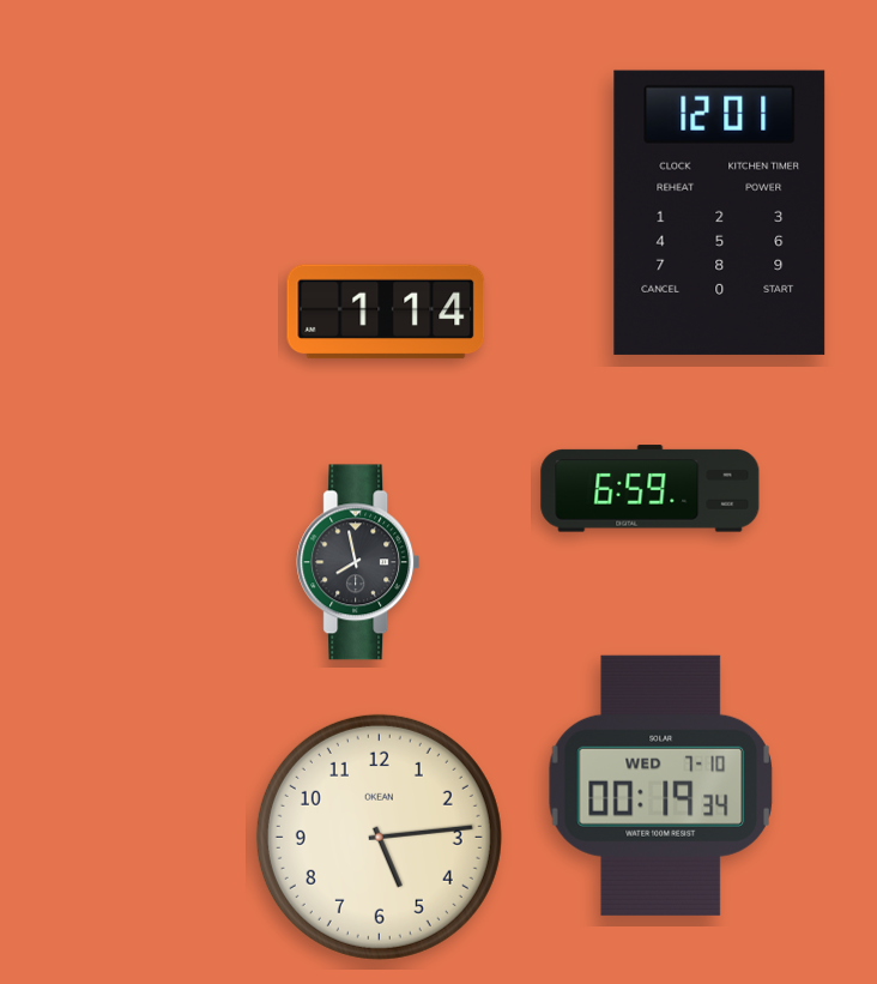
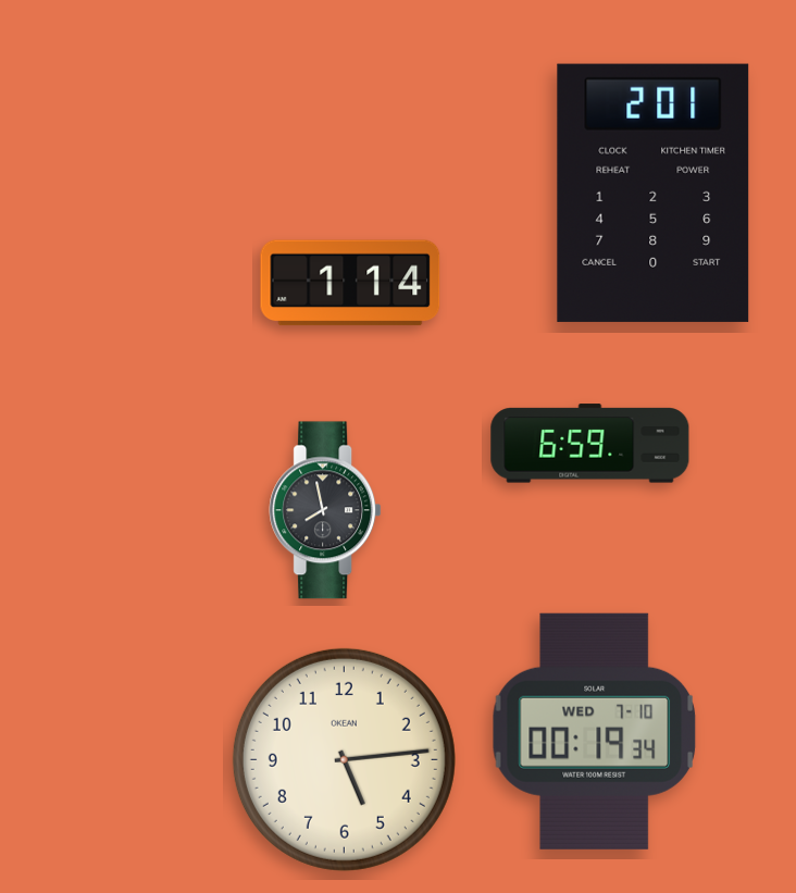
clock at (720, 212): 12:01 -> 2:01
clock at (660, 785) position: (660, 785) -> (594, 731)
